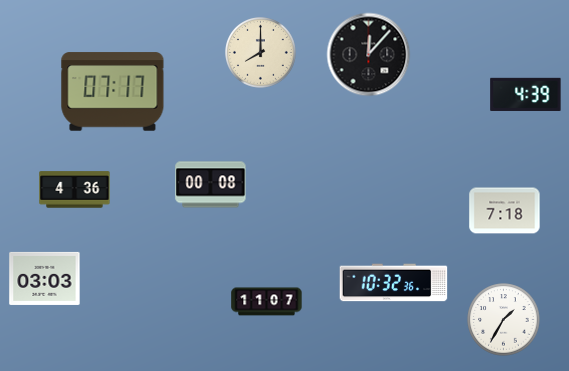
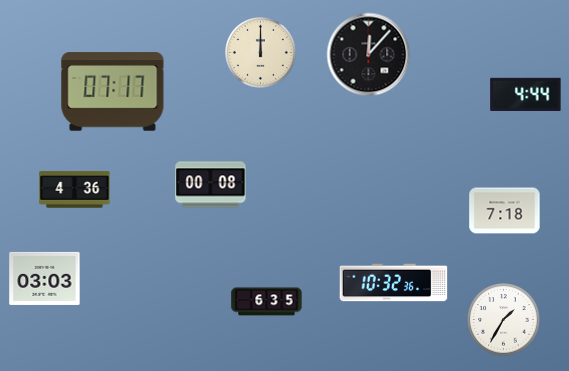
clock at (261, 53): 8:00 -> 12:00
clock at (526, 94): 4:39 -> 4:44
clock at (267, 302): 11:07 -> 6:35
